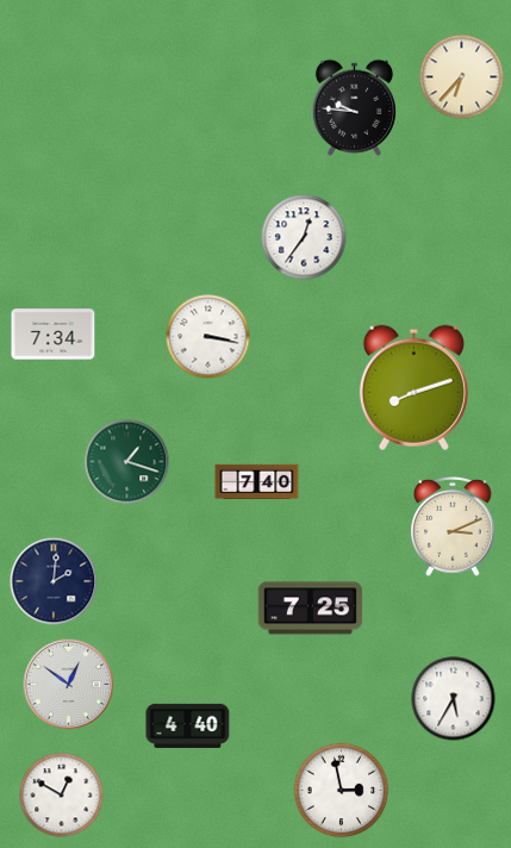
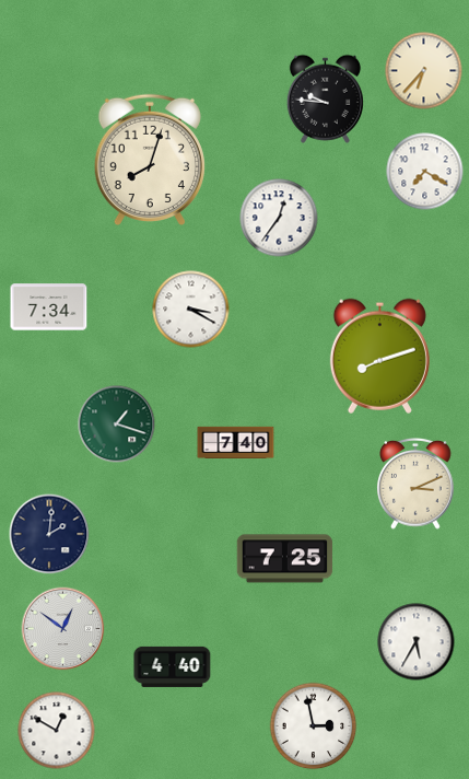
clock at (150, 159): none -> 8:03
clock at (425, 172): none -> 7:20
clock at (208, 337): 3:17 -> 3:20
